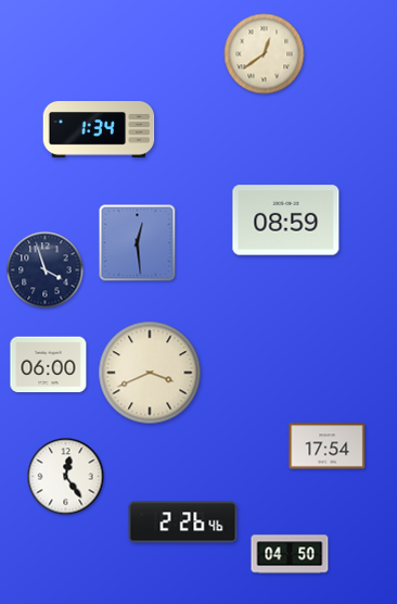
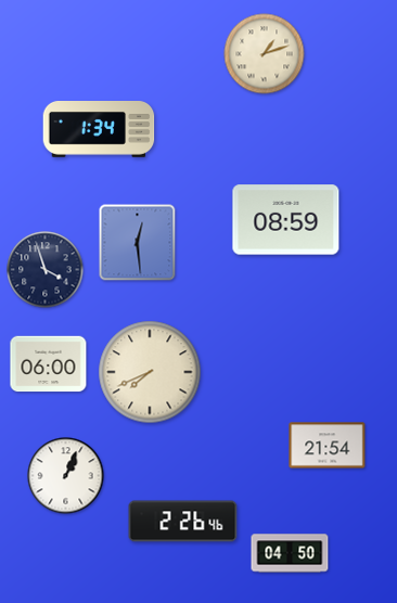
clock at (265, 54): 12:39 -> 1:12
clock at (150, 373): 3:41 -> 7:41
clock at (328, 446): 17:54 -> 21:54
clock at (66, 477): 12:24 -> 1:04
